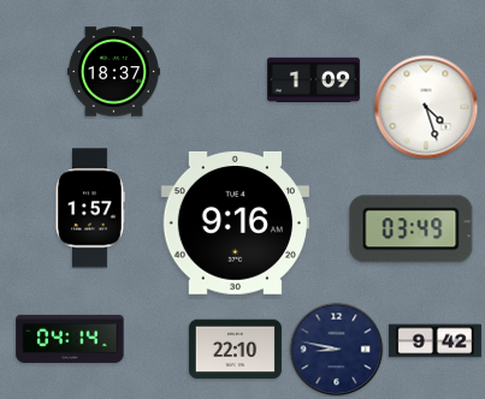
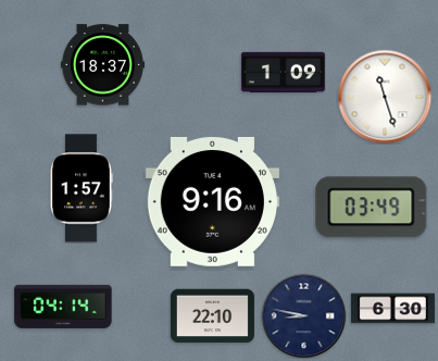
clock at (426, 107): 4:27 -> 11:27
clock at (434, 341): 9:42 -> 6:30
